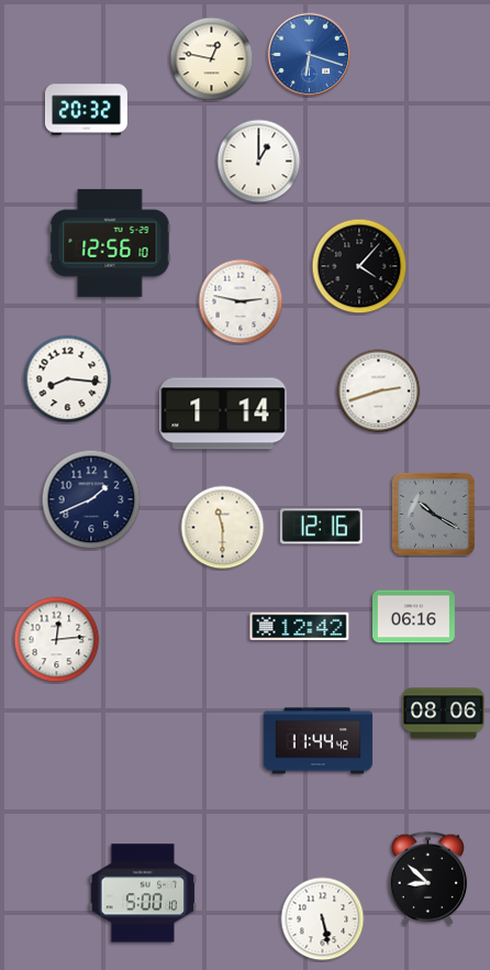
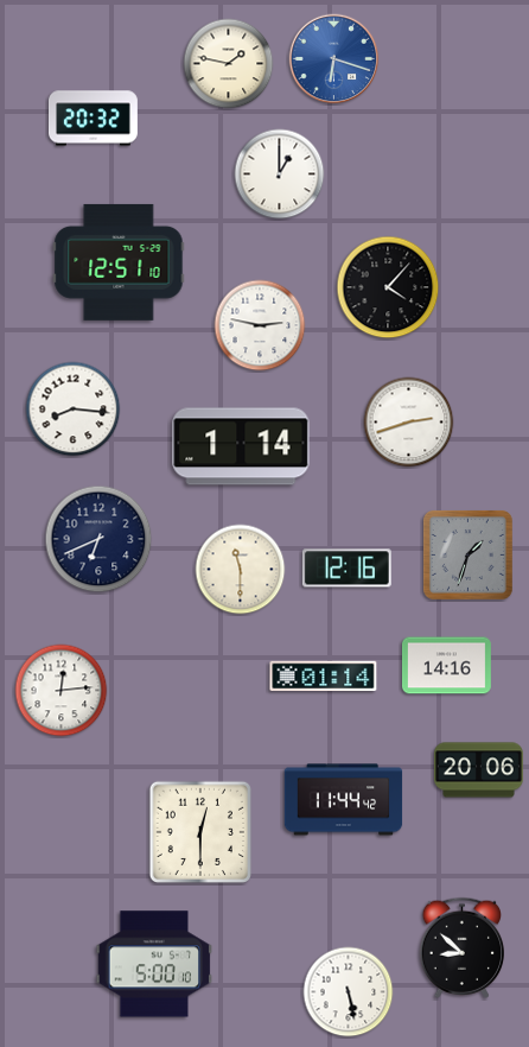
clock at (212, 59): 12:47 -> 1:47
clock at (110, 243): 12:56 -> 12:51
clock at (91, 499): 1:41 -> 6:41
clock at (433, 514): 10:20 -> 1:33
clock at (413, 617): 06:16 -> 14:16
clock at (300, 627): 12:42 -> 01:14
clock at (443, 714): 08:06 -> 20:06
clock at (200, 832): none -> 12:30
